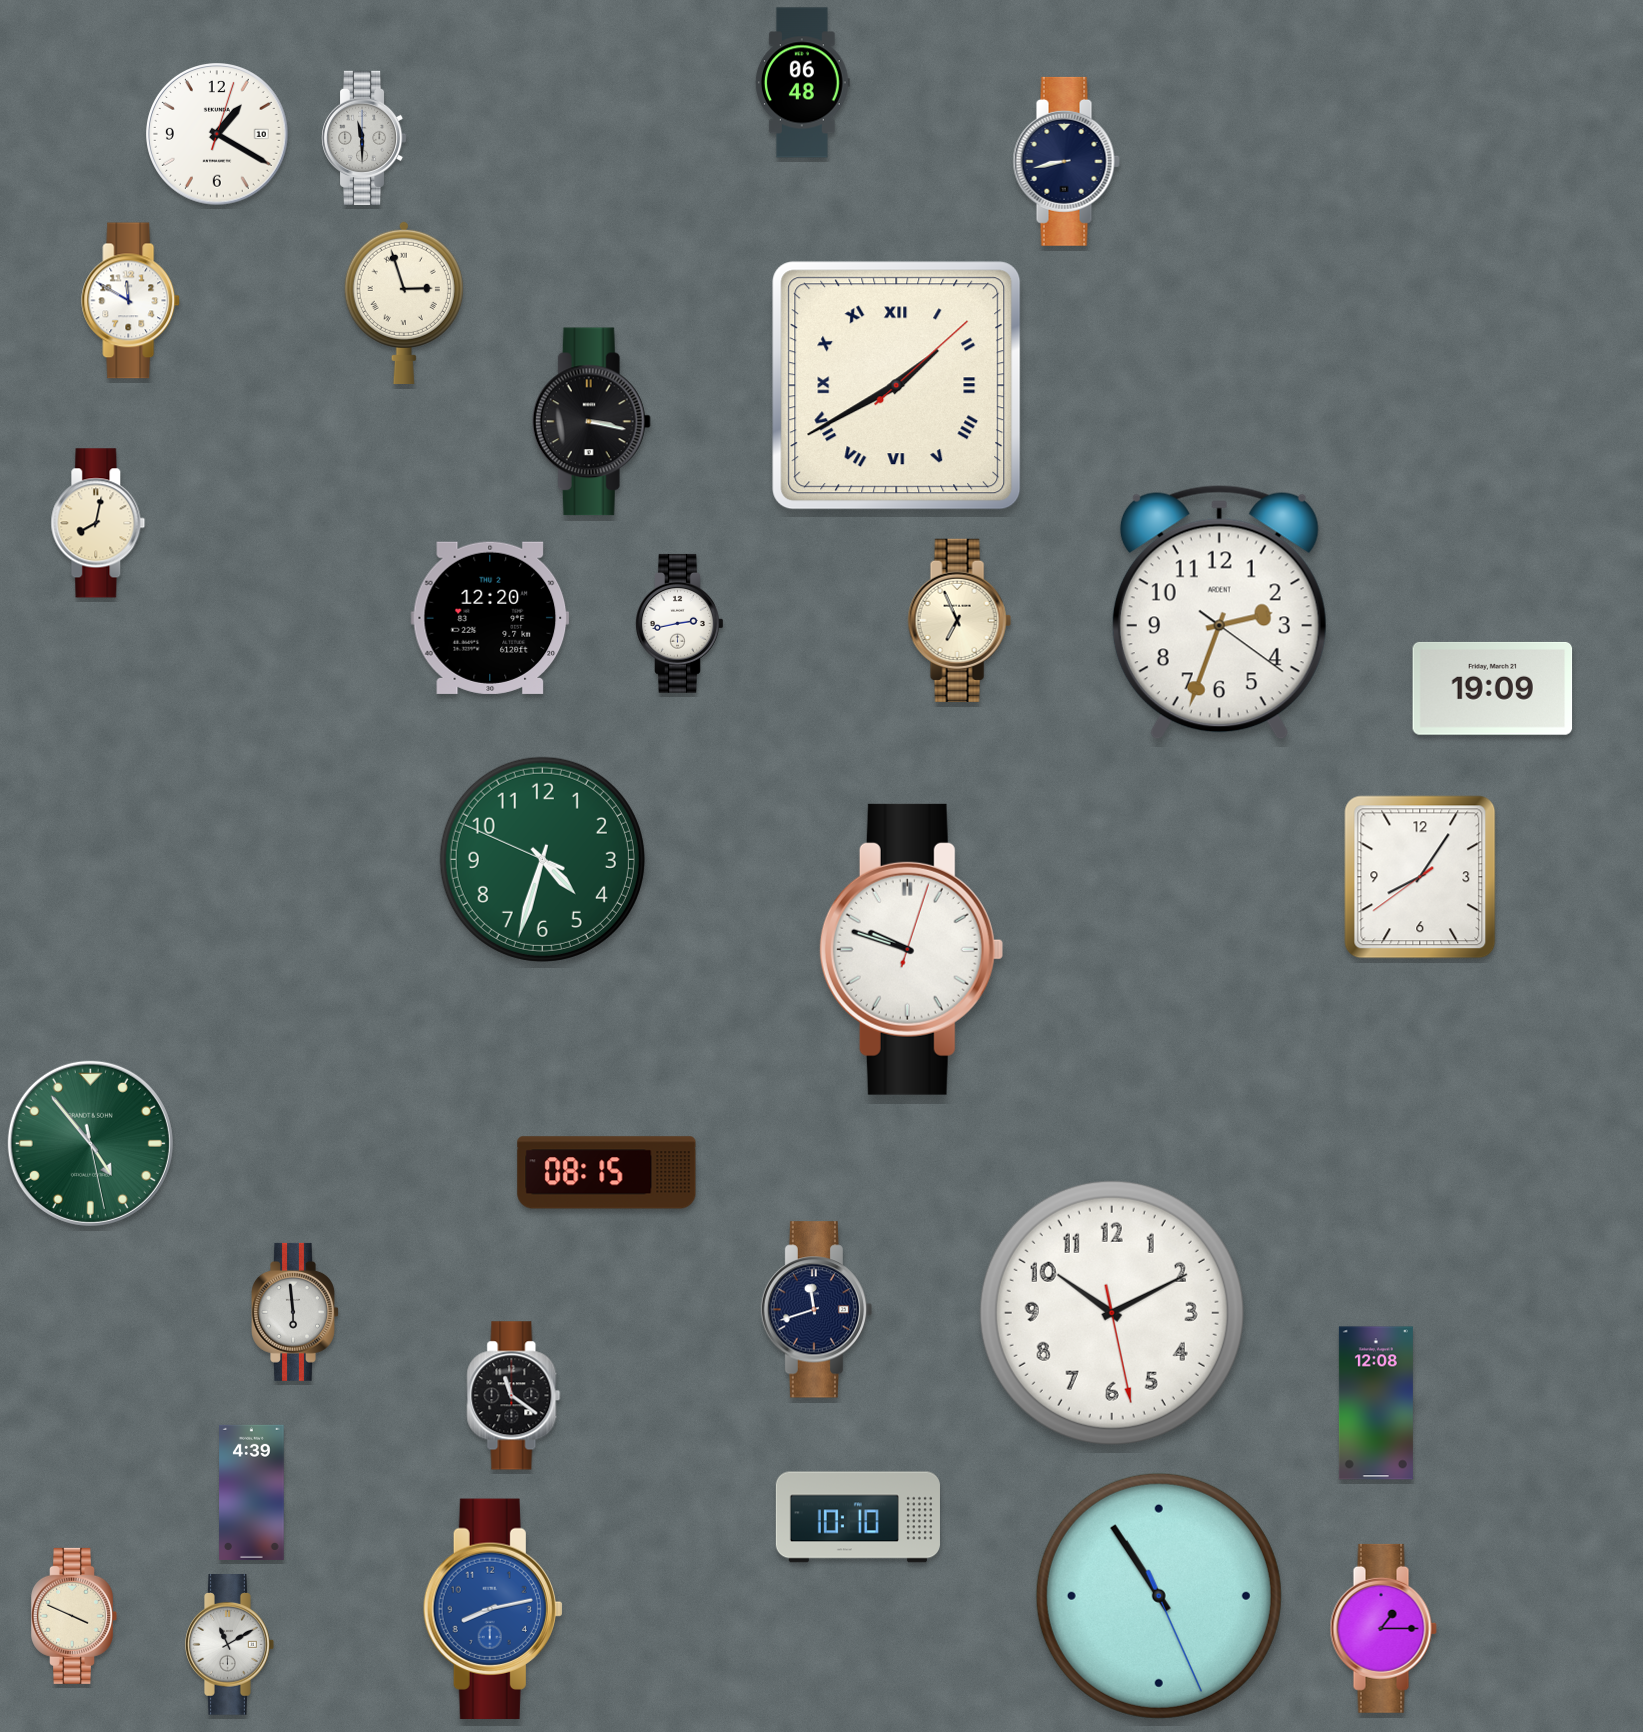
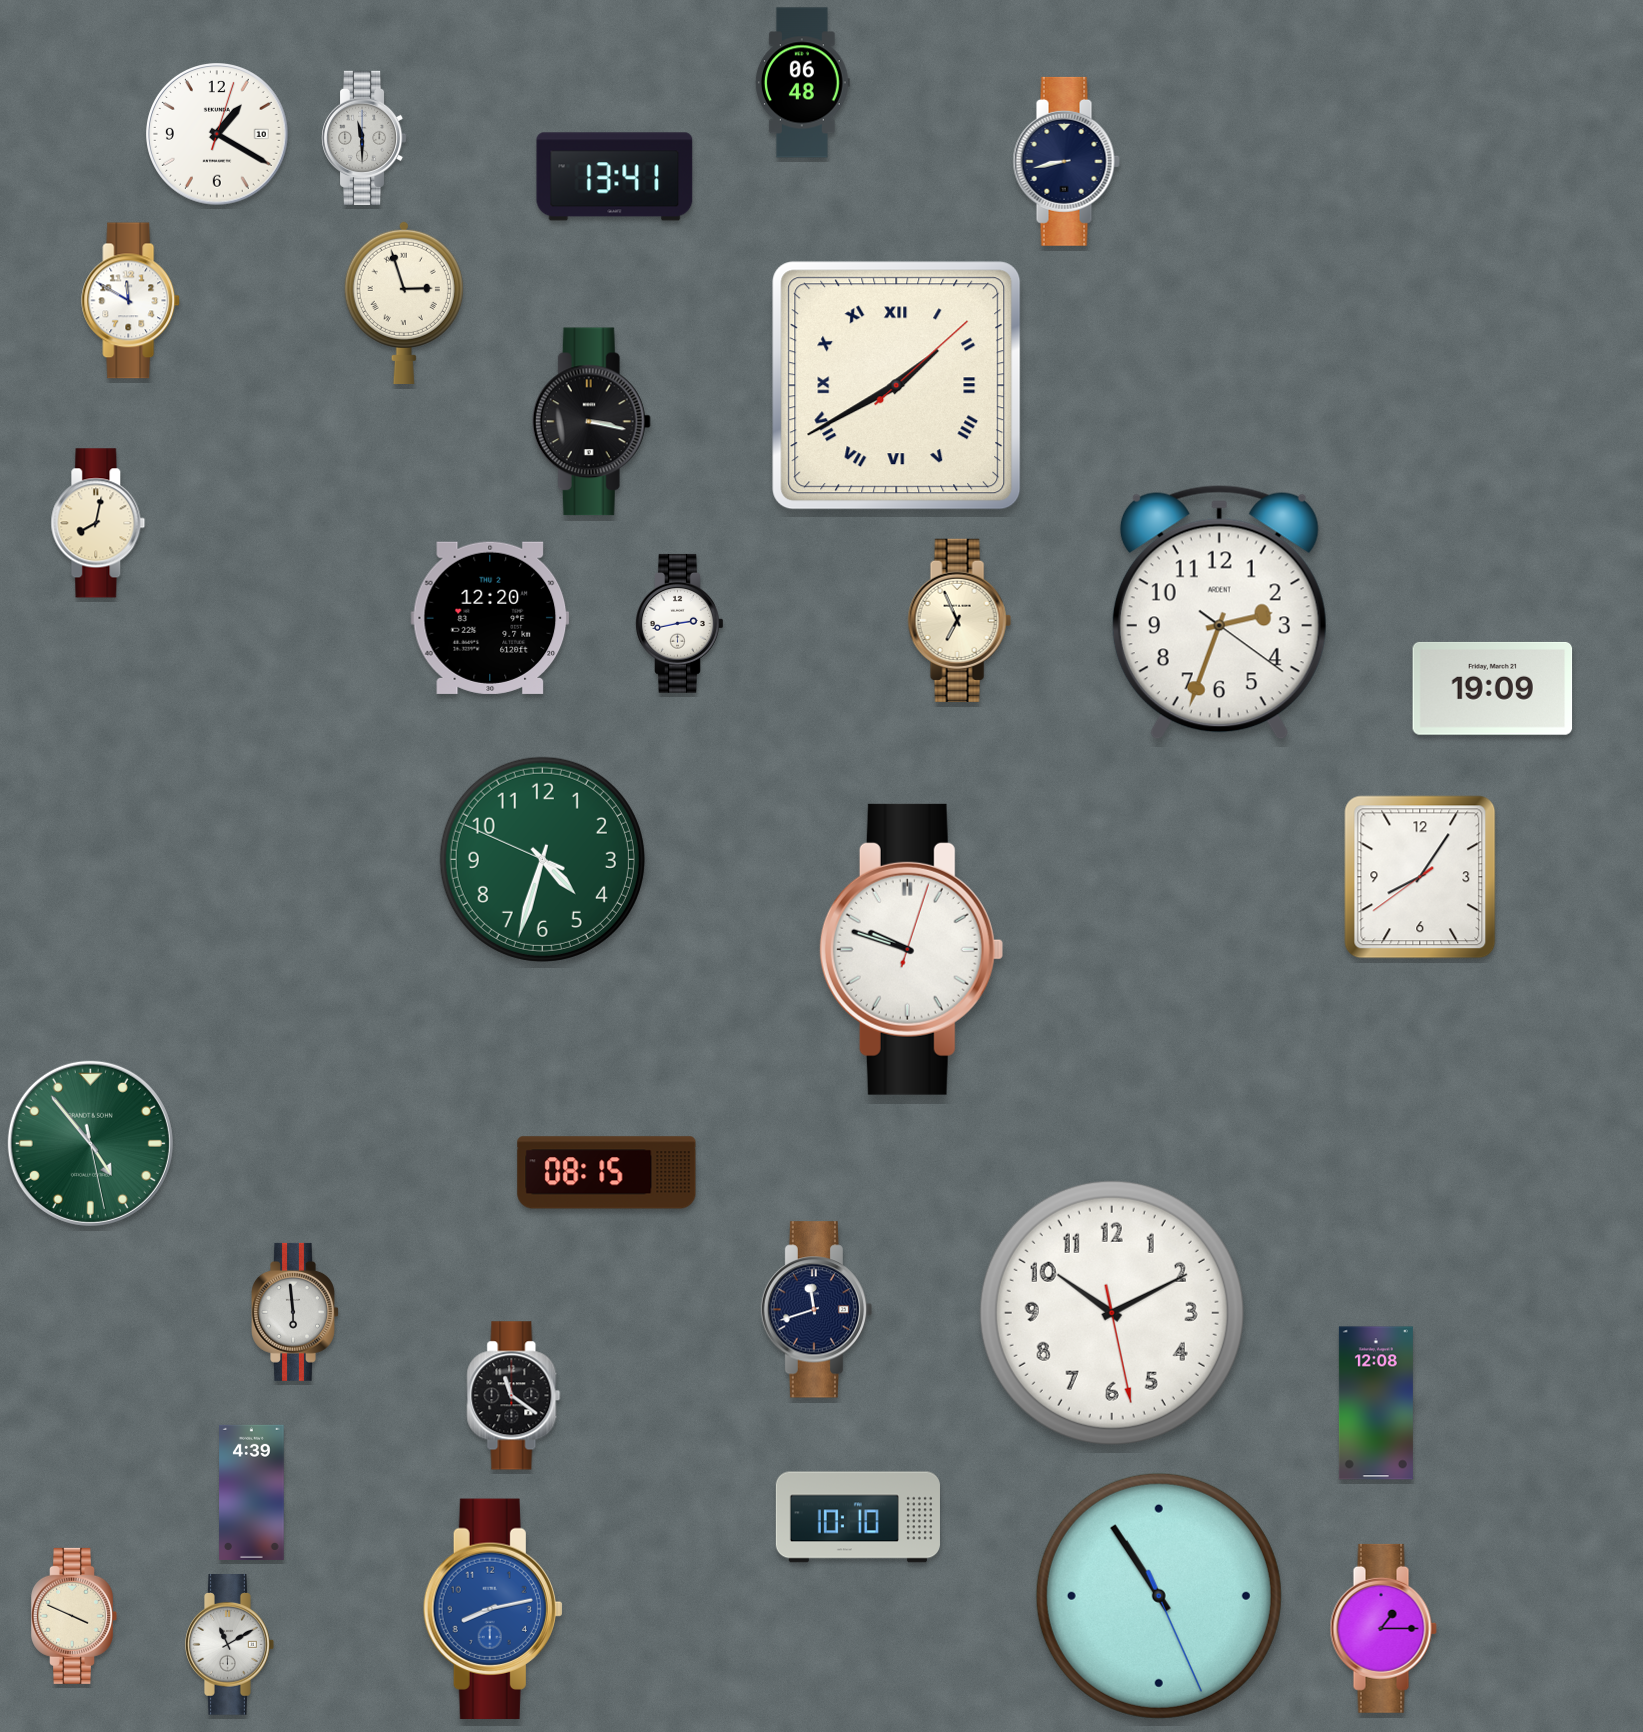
clock at (615, 177): none -> 13:41
